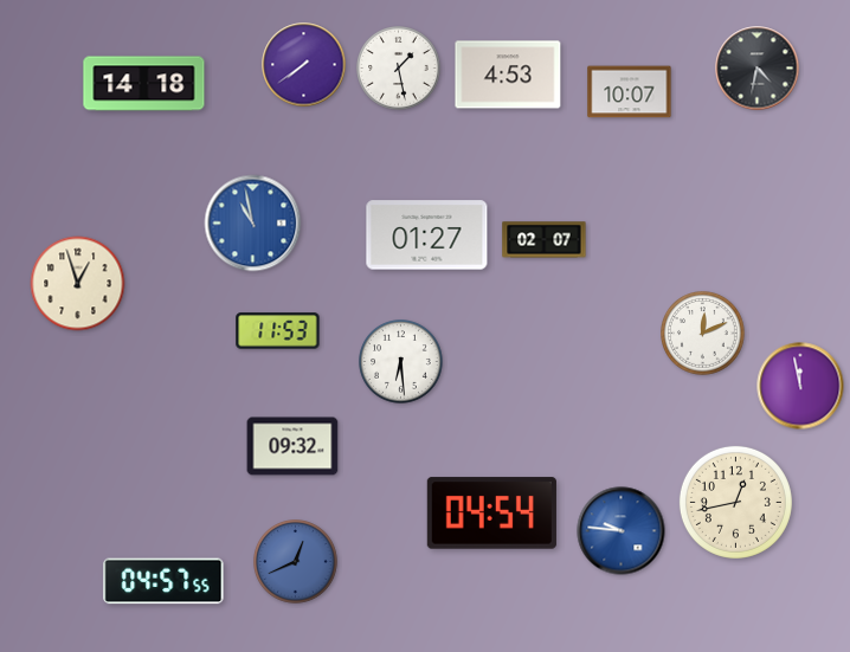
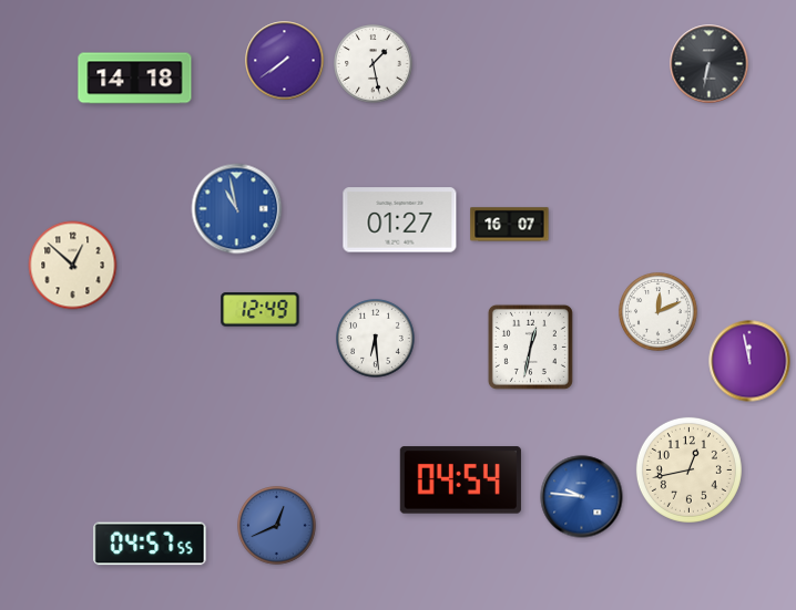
clock at (758, 69): 4:32 -> 6:32
clock at (508, 75): 4:53 -> none
clock at (630, 92): 10:07 -> none
clock at (545, 240): 02:07 -> 16:07
clock at (78, 284): 12:57 -> 12:52
clock at (278, 331): 11:53 -> 12:49
clock at (530, 347): none -> 12:32
clock at (292, 446): 09:32 -> none
clock at (163, 581) position: (163, 581) -> (150, 544)
